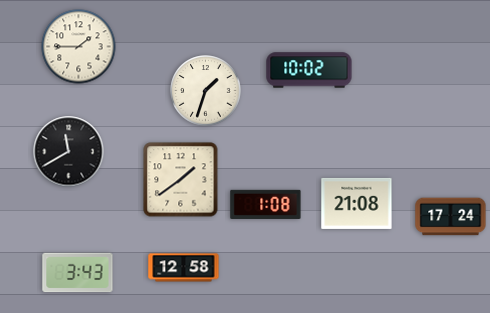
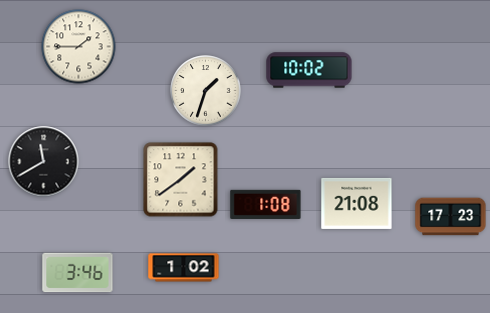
clock at (69, 152) position: (69, 152) -> (44, 162)
clock at (451, 217): 17:24 -> 17:23
clock at (184, 268): 12:58 -> 1:02
clock at (78, 273): 3:43 -> 3:46
